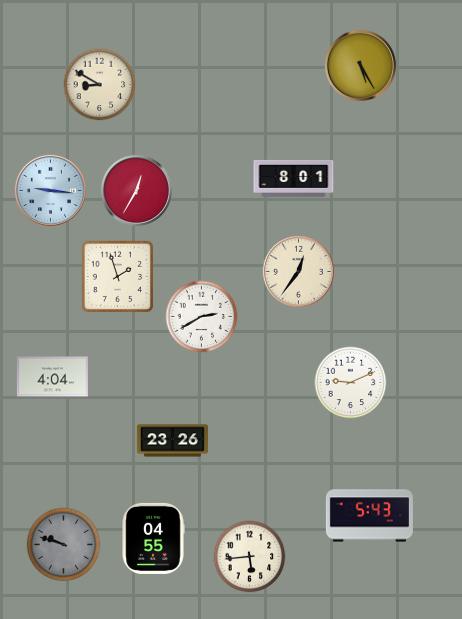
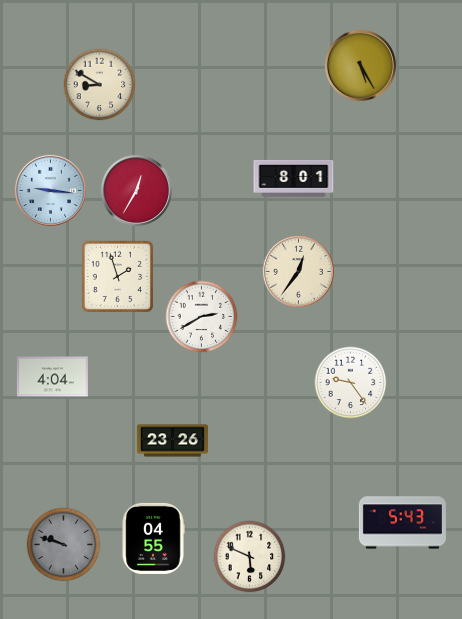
clock at (351, 383): 9:11 -> 9:24
clock at (369, 516) position: (369, 516) -> (402, 523)
clock at (250, 557): 5:44 -> 5:49
